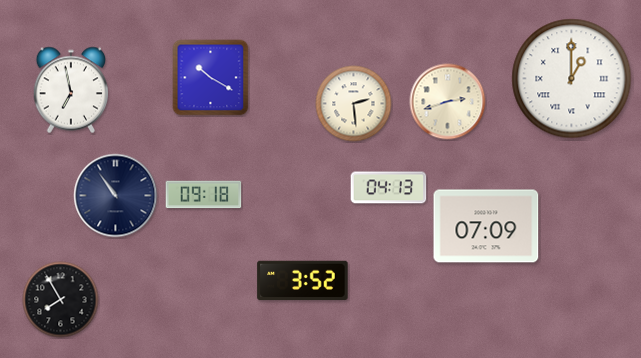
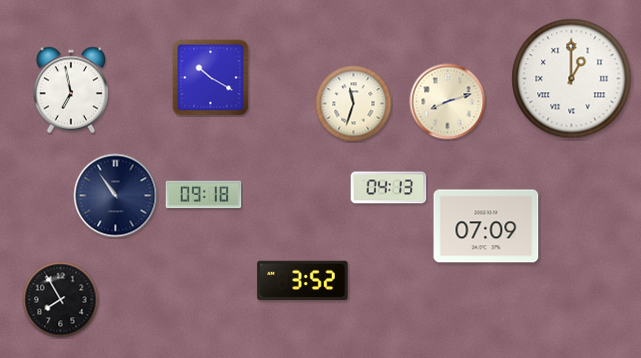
clock at (448, 102): 2:42 -> 8:12
clock at (354, 104): 2:29 -> 11:33
